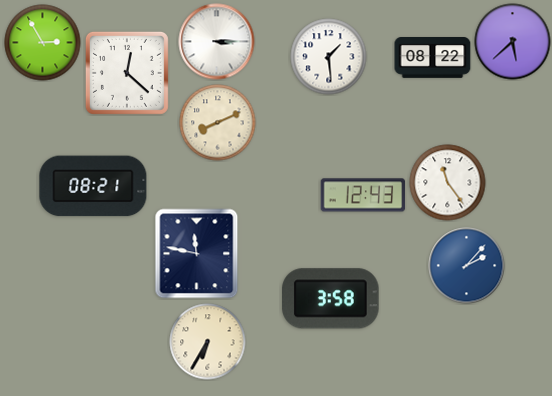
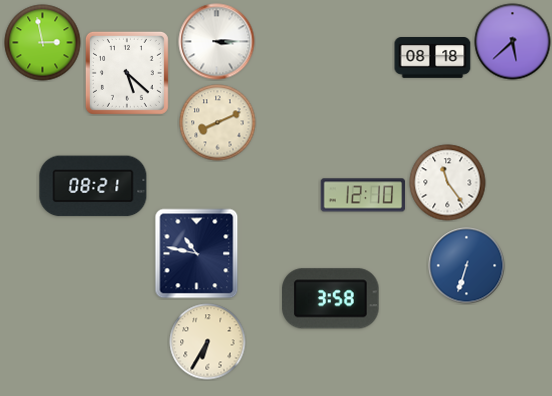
clock at (43, 43): 2:55 -> 2:58
clock at (329, 57): 1:29 -> none
clock at (433, 58): 08:22 -> 08:18
clock at (127, 73): 12:22 -> 5:22
clock at (363, 195): 12:43 -> 12:10
clock at (197, 254): 11:47 -> 10:47
clock at (467, 266): 2:07 -> 6:33
